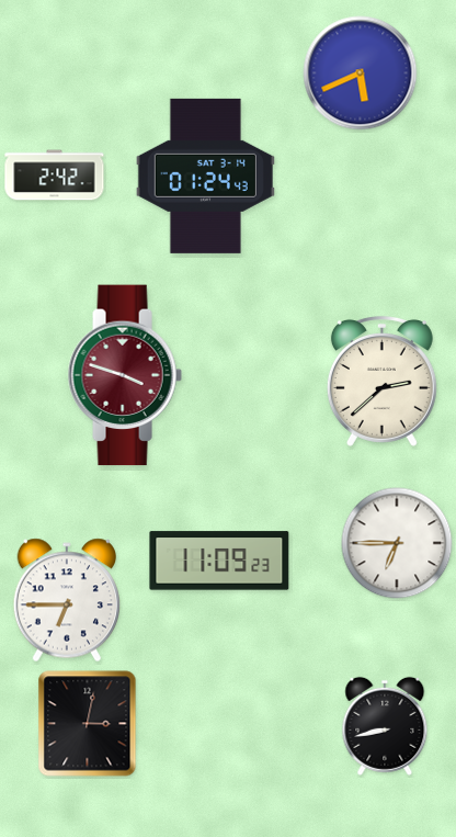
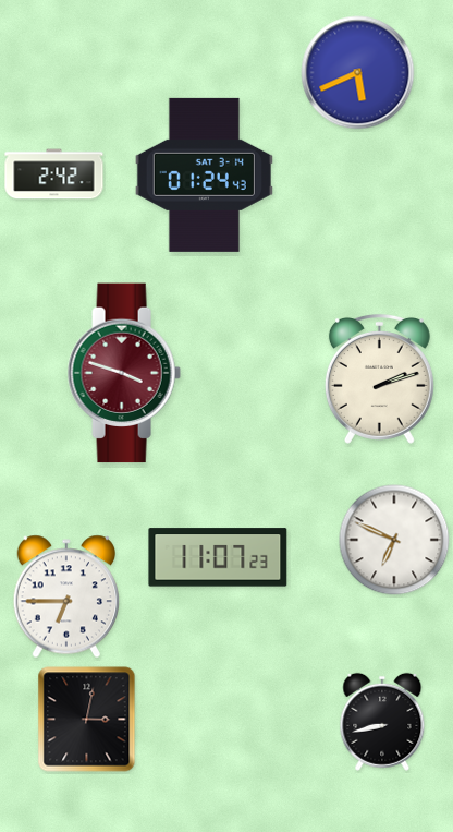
clock at (381, 381): 2:38 -> 2:12
clock at (397, 543): 6:45 -> 6:49
clock at (219, 561): 11:09 -> 11:07
